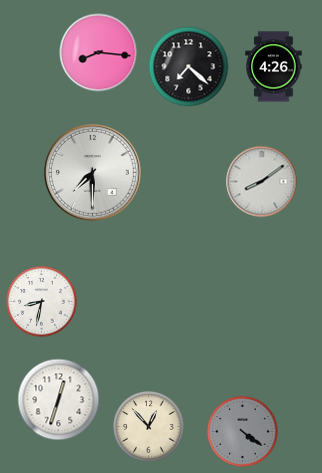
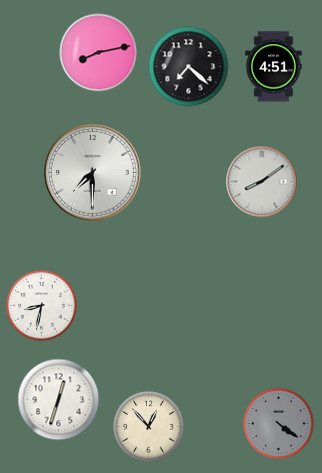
clock at (99, 53): 8:16 -> 8:13
clock at (274, 67): 4:26 -> 4:51
clock at (42, 302) position: (42, 302) -> (42, 306)
clock at (243, 432) position: (243, 432) -> (279, 424)
